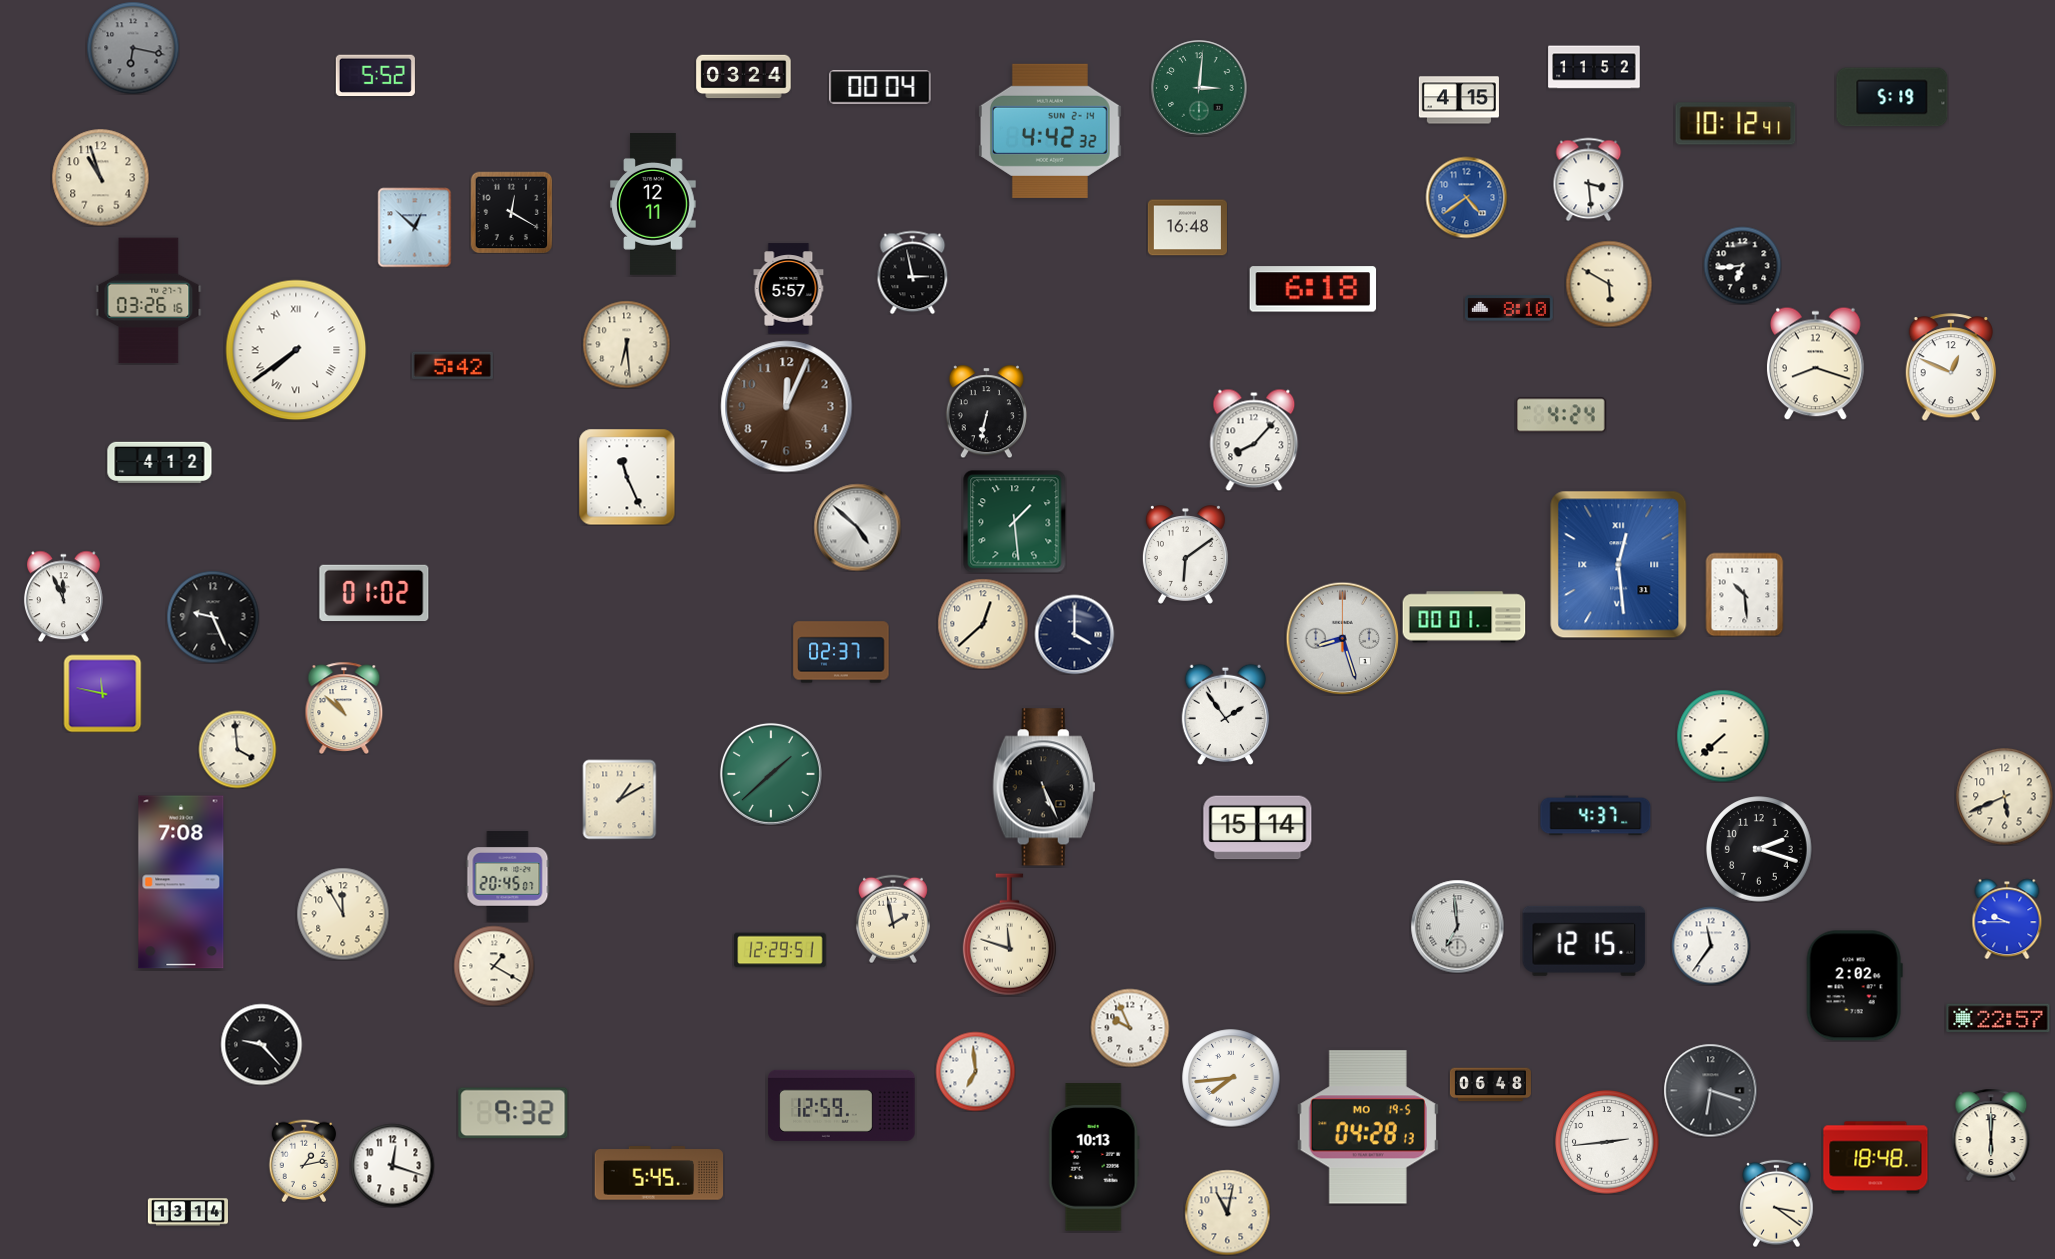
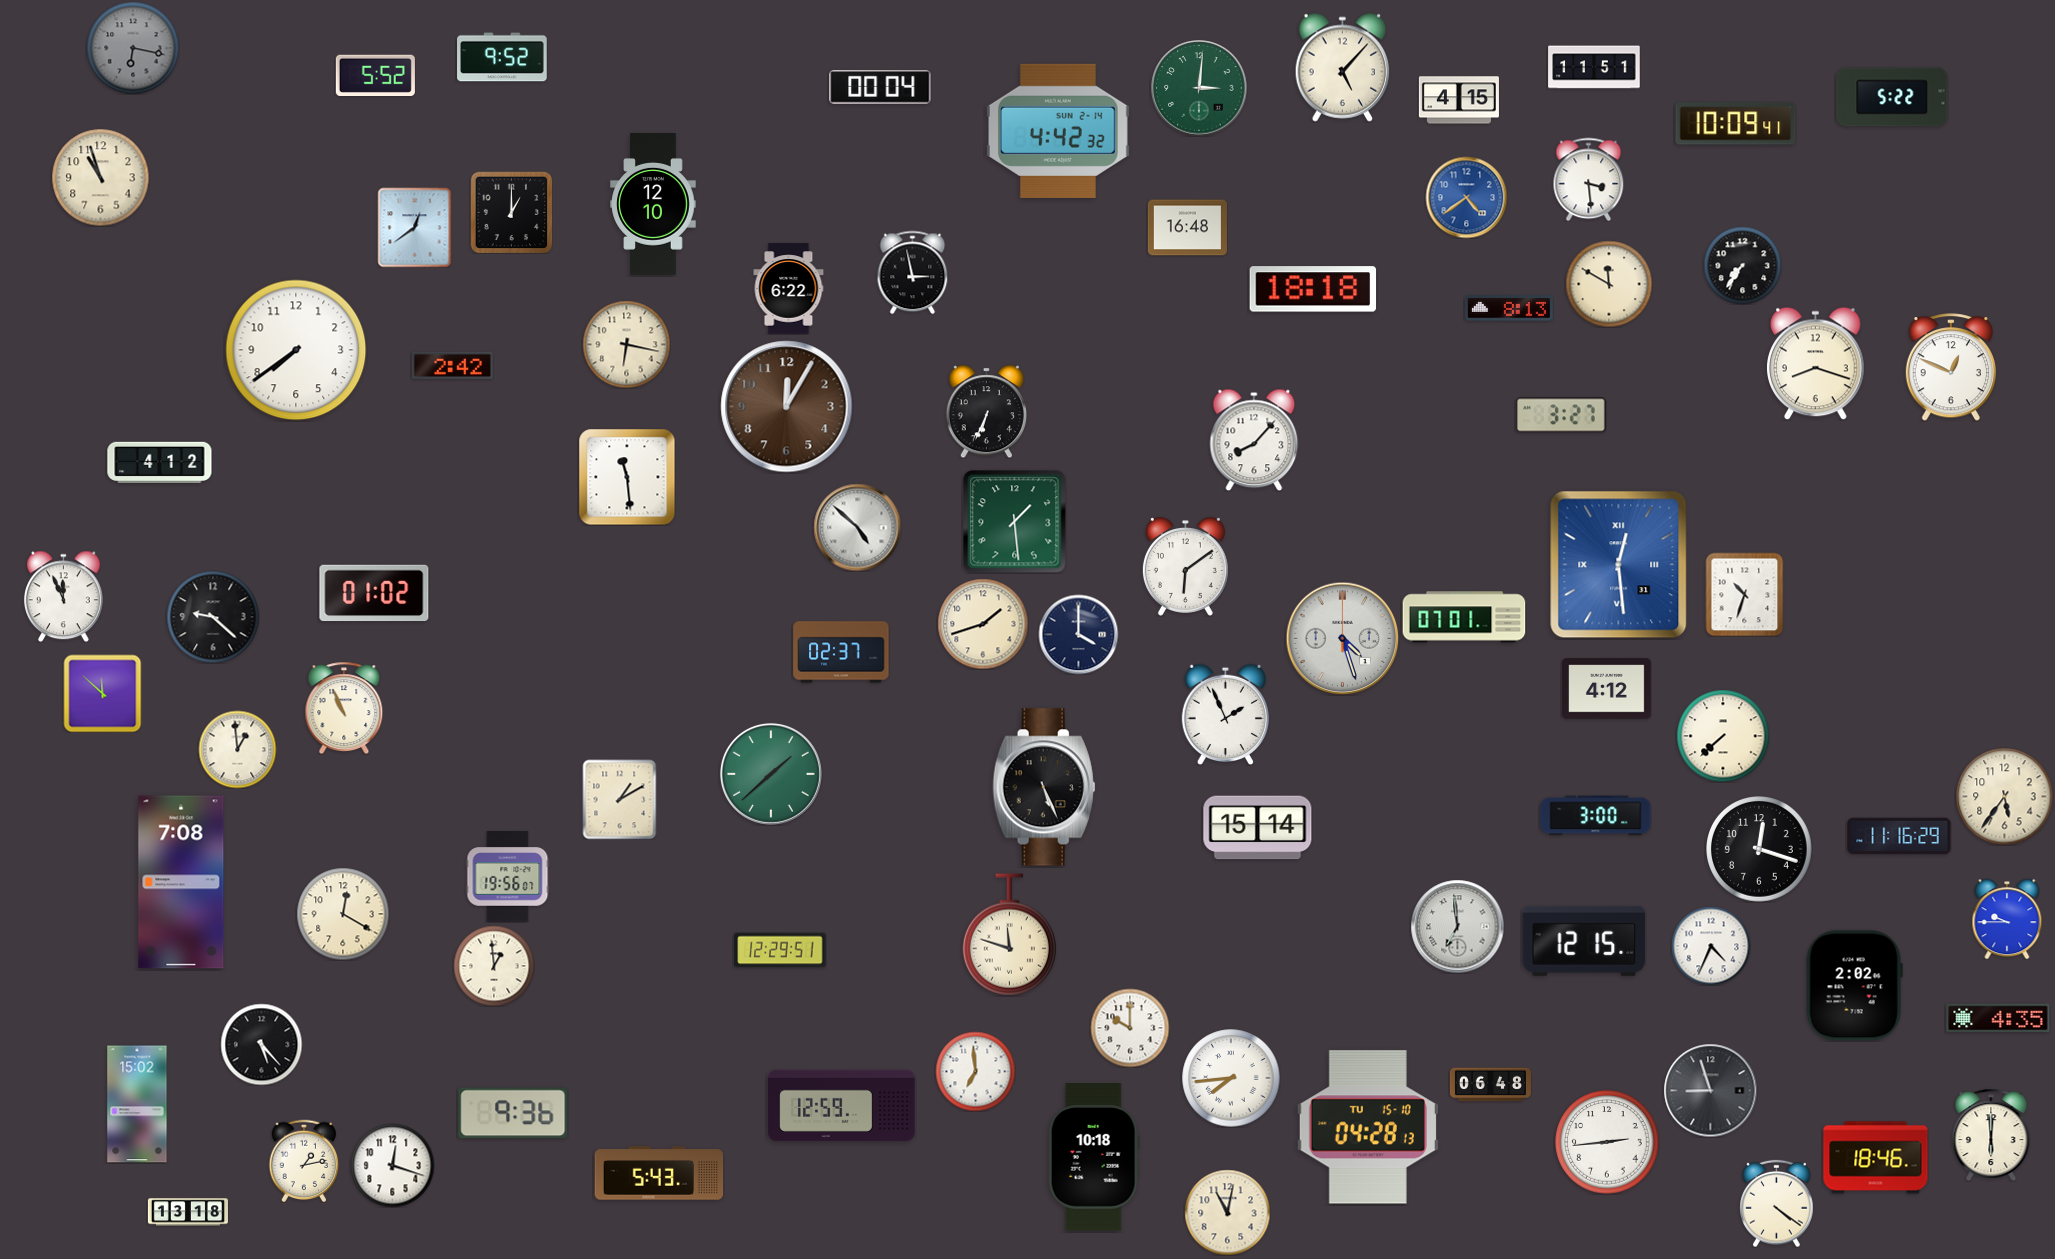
clock at (502, 57): none -> 9:52
clock at (1343, 67): none -> 5:07
clock at (1594, 67): 11:52 -> 11:51
clock at (744, 77): 03:24 -> none
clock at (1892, 97): 5:19 -> 5:22
clock at (1736, 124): 10:12 -> 10:09
clock at (1050, 131) position: (1050, 131) -> (1058, 131)
clock at (653, 205): 12:11 -> 12:10
clock at (511, 212): 12:20 -> 1:00
clock at (415, 227): 12:52 -> 12:39
clock at (1742, 265): 6:44 -> 7:36
clock at (1609, 284): 5:50 -> 11:50
clock at (789, 289): 5:57 -> 6:22
clock at (1313, 289): 6:18 -> 18:18
clock at (149, 301): 03:26 -> none
clock at (1510, 308): 8:10 -> 8:13
clock at (626, 344): 6:29 -> 6:17
clock at (296, 350) numerals: Roman -> Arabic
clock at (452, 365): 5:42 -> 2:42
clock at (787, 407): 12:04 -> 12:05
clock at (986, 411): 6:32 -> 6:34
clock at (1561, 415): 4:24 -> 3:27
clock at (627, 477): 11:26 -> 11:29
clock at (1185, 555) position: (1185, 555) -> (1185, 567)
clock at (1745, 594): 10:29 -> 10:33
clock at (213, 617): 9:26 -> 9:22
clock at (1464, 617): 00:01 -> 07:01
clock at (983, 624): 12:38 -> 1:42
clock at (1074, 634) position: (1074, 634) -> (1078, 634)
clock at (1342, 638): 8:27 -> 4:27
clock at (1607, 689): none -> 4:12
clock at (102, 693): 11:47 -> 11:52
clock at (344, 707): 10:52 -> 10:56
clock at (1225, 714): 1:54 -> 1:56
clock at (237, 749): 3:59 -> 12:59
clock at (2004, 796): 5:41 -> 5:36
clock at (1596, 816): 4:37 -> 3:00
clock at (1899, 836): none -> 11:16
clock at (1759, 849): 2:18 -> 12:18
clock at (508, 877): 20:45 -> 19:56
clock at (343, 914): 11:55 -> 12:20
clock at (893, 919): 1:58 -> none
clock at (1711, 946): 11:36 -> 4:34
clock at (494, 966): 1:20 -> 12:59
clock at (1998, 1018): 22:57 -> 4:35
clock at (1130, 1028): 9:56 -> 10:00
clock at (261, 1044): 9:23 -> 5:23
clock at (1710, 1090): 6:18 -> 8:57
clock at (137, 1104): none -> 15:02
clock at (513, 1113): 9:32 -> 9:36
clock at (1368, 1127) date: MO 19-5 -> TU 15-10
clock at (1094, 1157): 10:13 -> 10:18
clock at (1876, 1158): 18:48 -> 18:46
clock at (659, 1173): 5:45 -> 5:43
clock at (1777, 1203): 3:21 -> 4:21
clock at (188, 1212): 13:14 -> 13:18
